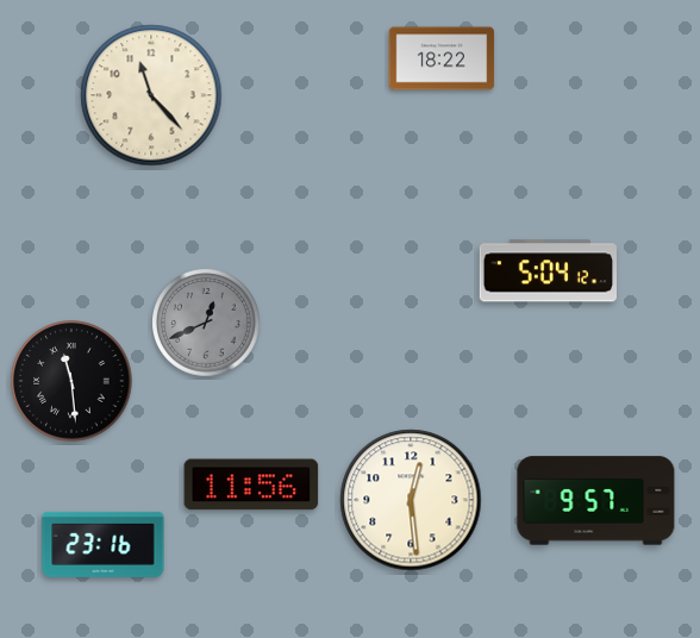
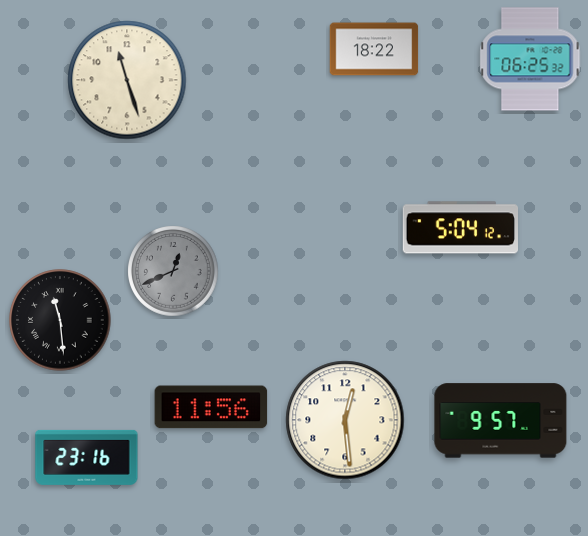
clock at (442, 58) position: (442, 58) -> (374, 49)
clock at (530, 59): none -> 06:25
clock at (151, 95): 11:23 -> 11:27
